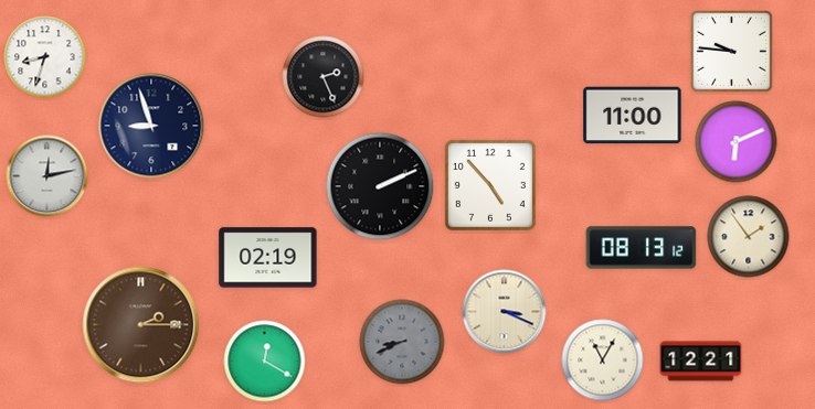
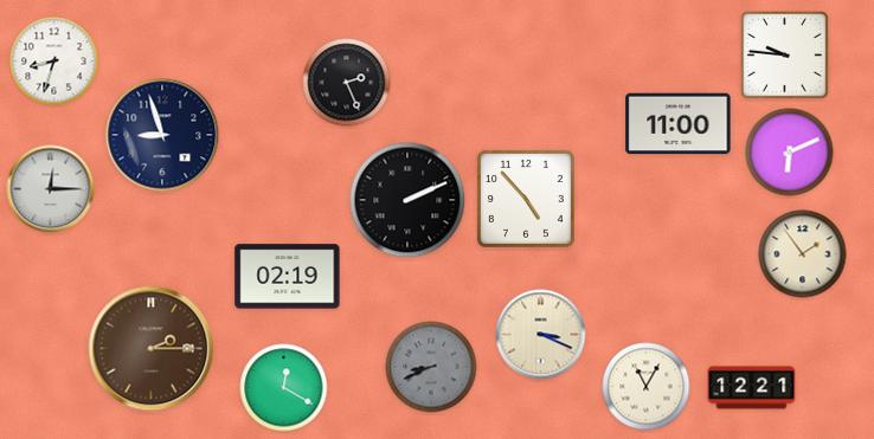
clock at (45, 57) position: (45, 57) -> (54, 62)
clock at (47, 176): 12:13 -> 12:15
clock at (642, 248): 08:13 -> none
